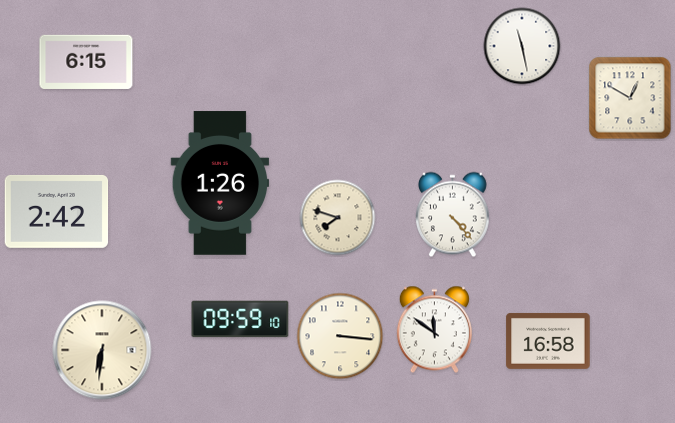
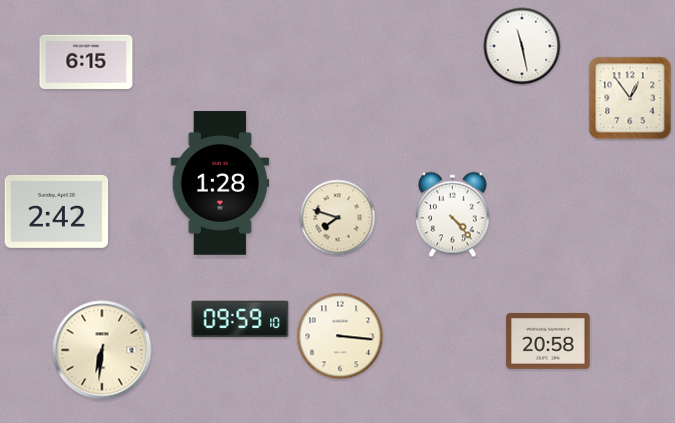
clock at (630, 98): 12:50 -> 12:54
clock at (220, 183): 1:26 -> 1:28
clock at (434, 330): 11:51 -> none
clock at (548, 341): 16:58 -> 20:58
